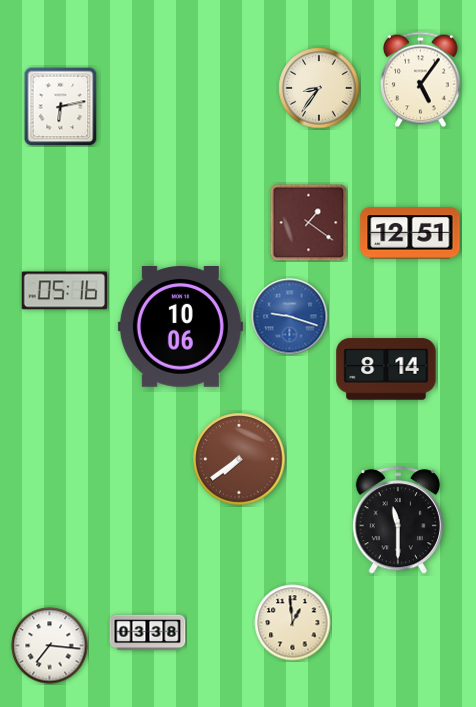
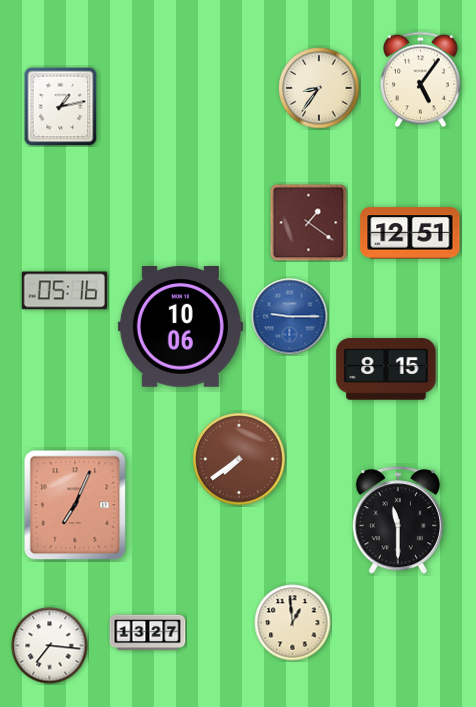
clock at (61, 107): 6:13 -> 1:13
clock at (290, 317): 9:18 -> 9:15
clock at (386, 369): 8:14 -> 8:15
clock at (75, 505): none -> 7:04
clock at (148, 633): 03:38 -> 13:27
